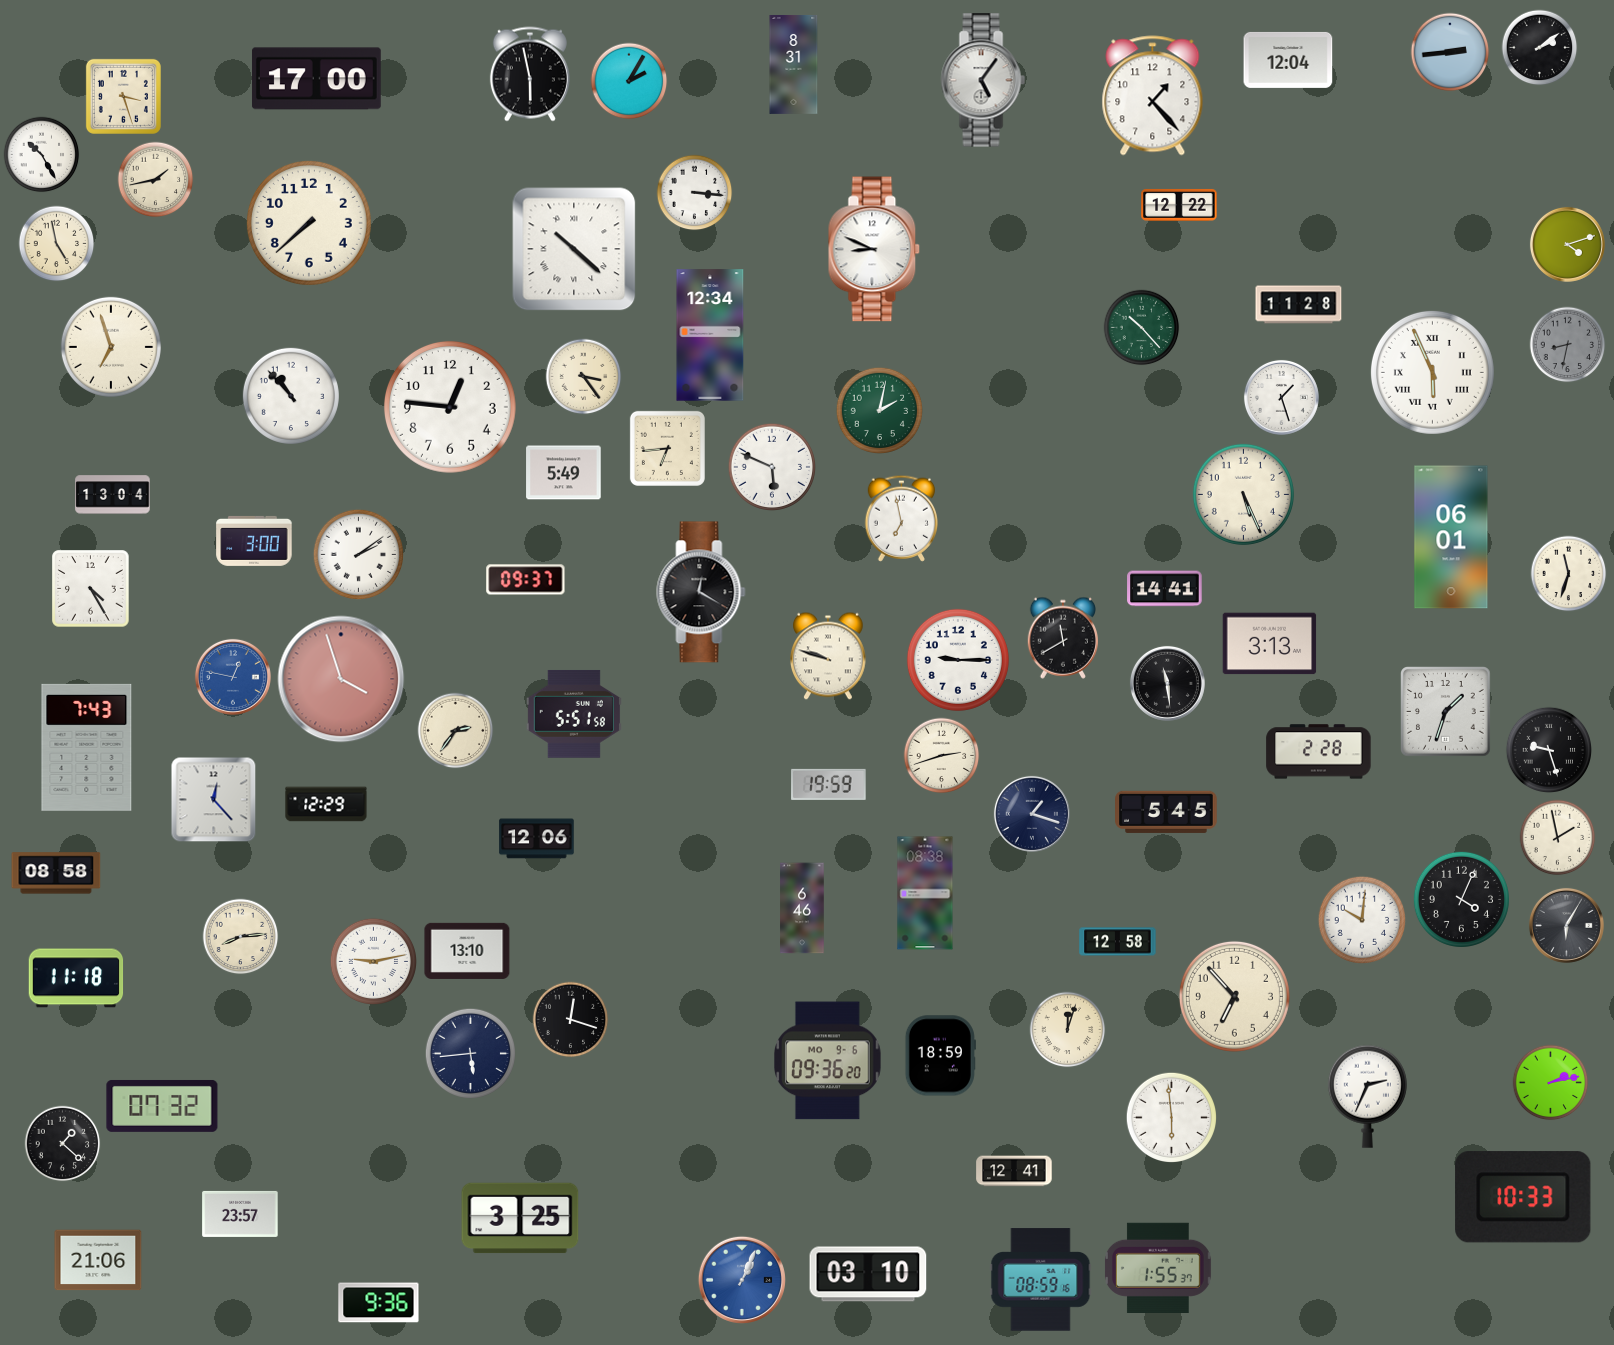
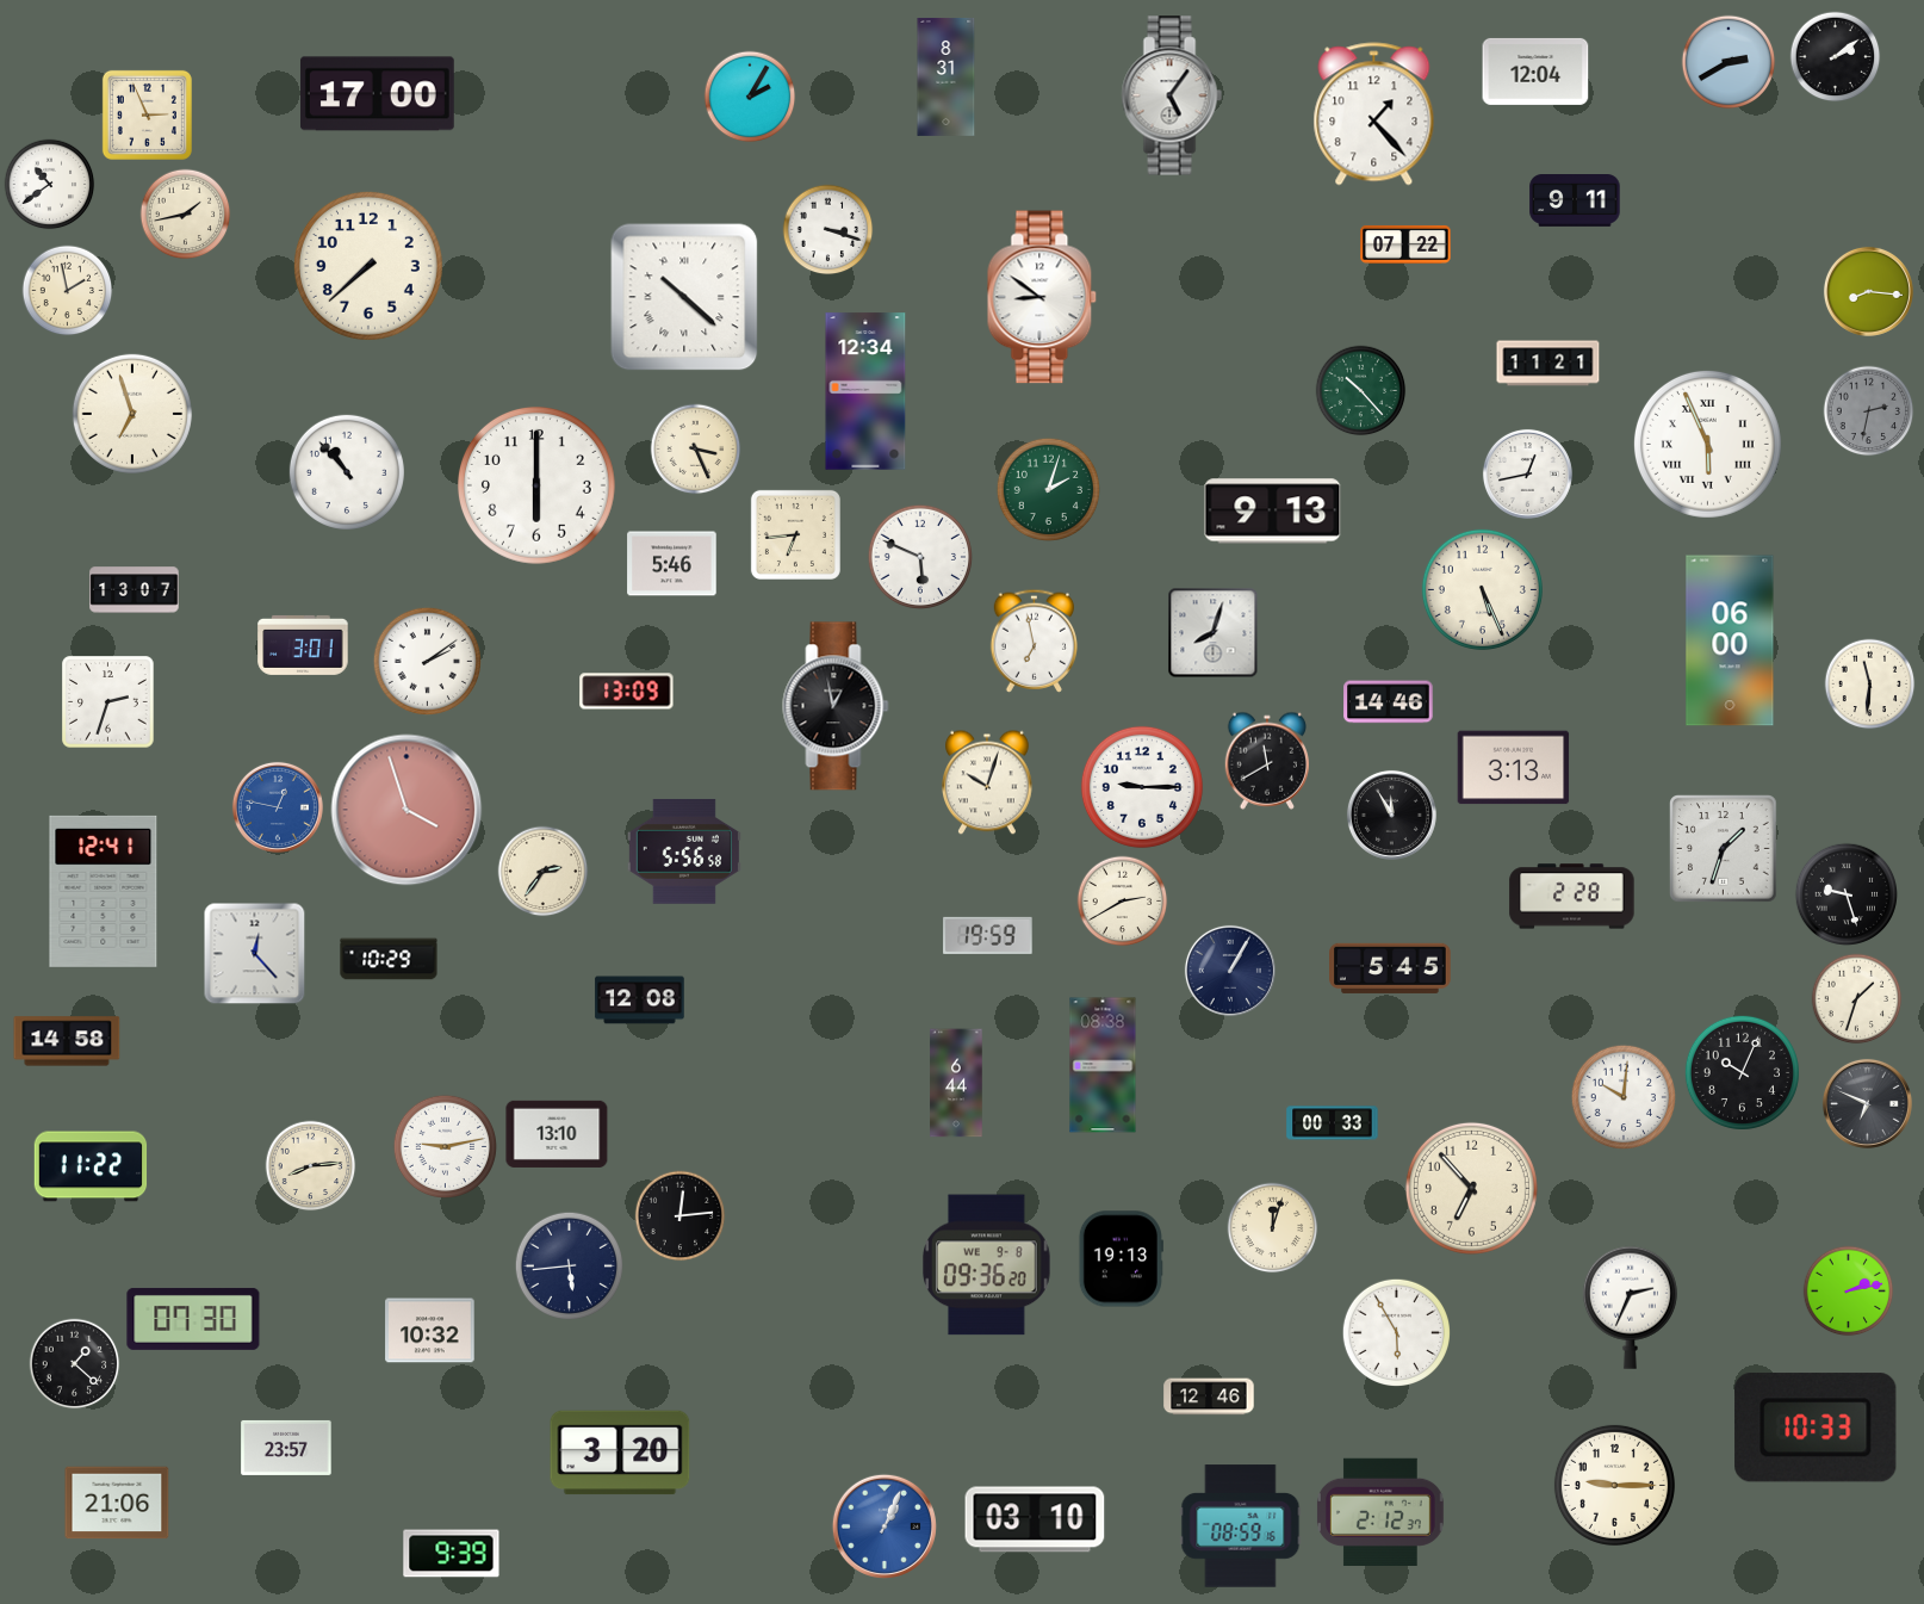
clock at (1450, 52): 2:44 -> 2:40
clock at (530, 74): 5:58 -> none
clock at (123, 96): 3:27 -> 2:56
clock at (42, 155): 10:25 -> 10:39
clock at (1575, 202): none -> 9:11
clock at (695, 193): 3:16 -> 3:18
clock at (1179, 205): 12:22 -> 07:22
clock at (57, 244): 4:58 -> 1:58
clock at (1567, 244): 4:12 -> 8:16
clock at (874, 249): 8:49 -> 8:51
clock at (1299, 305): 11:28 -> 11:21
clock at (710, 335) position: (710, 335) -> (865, 391)
clock at (1568, 345): 8:32 -> 2:32
clock at (584, 377): 3:24 -> 3:26
clock at (1281, 397): 1:27 -> 12:43
clock at (450, 407): 12:46 -> 6:00
clock at (879, 410): 2:02 -> 2:03
clock at (1273, 512): none -> 9:13
clock at (564, 473): 5:49 -> 5:46
clock at (113, 495): 13:04 -> 13:07
clock at (902, 518) position: (902, 518) -> (1035, 640)
clock at (1214, 633): none -> 8:03
clock at (1451, 537): 06:01 -> 06:00
clock at (254, 541): 3:00 -> 3:01
clock at (1569, 574): 11:33 -> 11:31
clock at (526, 580): 09:37 -> 13:09
clock at (91, 589): 4:25 -> 2:33
clock at (1165, 589): 14:41 -> 14:46
clock at (701, 592): 12:20 -> 12:58
clock at (829, 656): 9:48 -> 10:03
clock at (1167, 683): 11:29 -> 11:55
clock at (574, 714): 5:51 -> 5:56
clock at (87, 747): 7:43 -> 12:41
clock at (942, 756): 2:42 -> 2:40
clock at (326, 804): 12:29 -> 10:29
clock at (1032, 814): 1:18 -> 1:05
clock at (1558, 838): 1:58 -> 1:33
clock at (537, 839): 12:06 -> 12:08
clock at (56, 873): 08:58 -> 14:58
clock at (1461, 899): 4:04 -> 10:04
clock at (802, 908): 6:46 -> 6:44
clock at (1566, 925): 6:05 -> 6:49
clock at (241, 937) position: (241, 937) -> (311, 1166)
clock at (1118, 942): 12:58 -> 00:33
clock at (76, 978): 11:18 -> 11:22
clock at (571, 1020): 12:18 -> 12:14
clock at (470, 1053) position: (470, 1053) -> (569, 1265)
clock at (940, 1056): 18:59 -> 19:13
clock at (828, 1061) date: MO 9-6 -> WE 9-8
clock at (162, 1106): 07:32 -> 07:30
clock at (430, 1331): none -> 10:32
clock at (1171, 1117): 5:59 -> 5:55
clock at (1014, 1171): 12:41 -> 12:46
clock at (520, 1218): 3:25 -> 3:20
clock at (1614, 1485): none -> 9:15
clock at (1158, 1267): 1:55 -> 2:12
clock at (379, 1303): 9:36 -> 9:39
